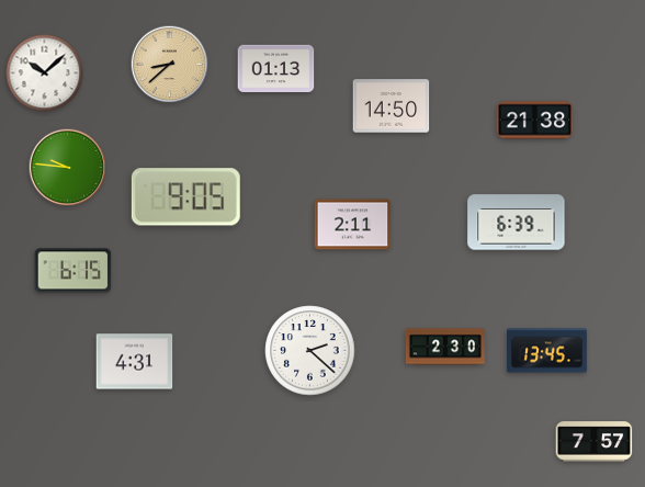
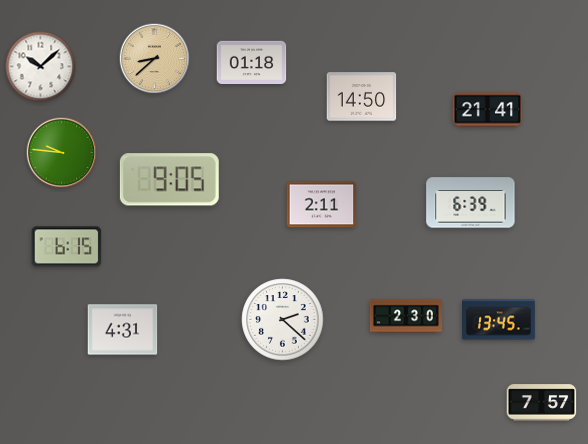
clock at (276, 68): 01:13 -> 01:18
clock at (392, 106) position: (392, 106) -> (362, 97)
clock at (535, 121): 21:38 -> 21:41
